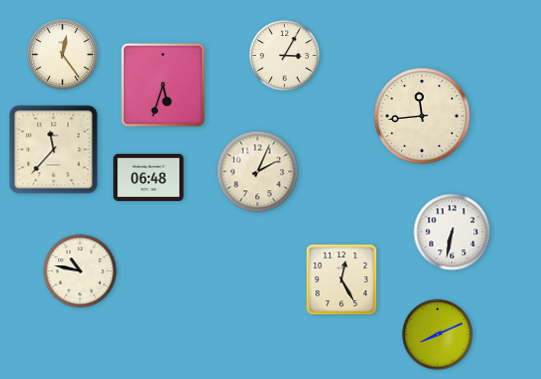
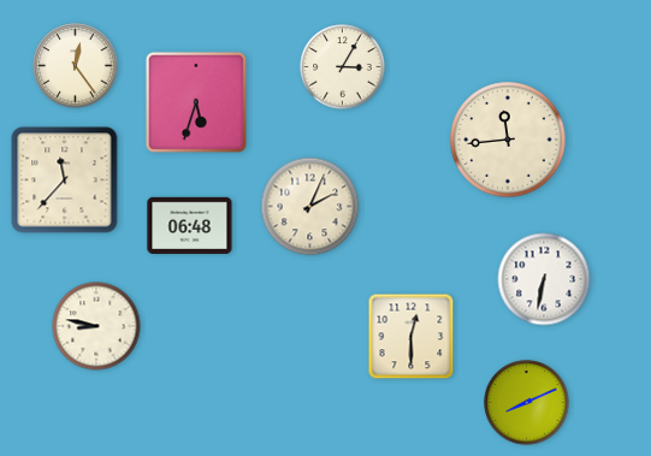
clock at (149, 177) position: (149, 177) -> (190, 225)
clock at (80, 271): 10:47 -> 8:47
clock at (342, 280): 12:25 -> 12:30
